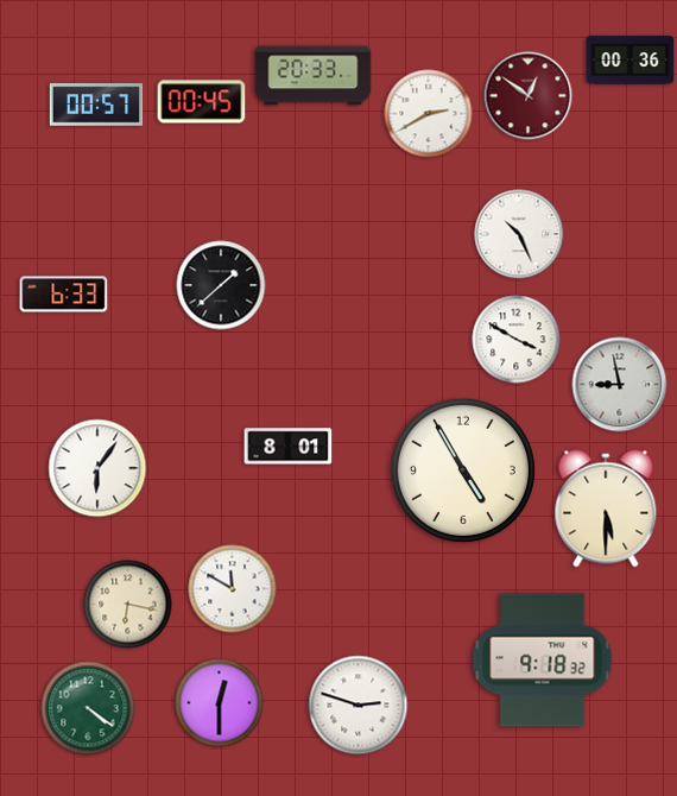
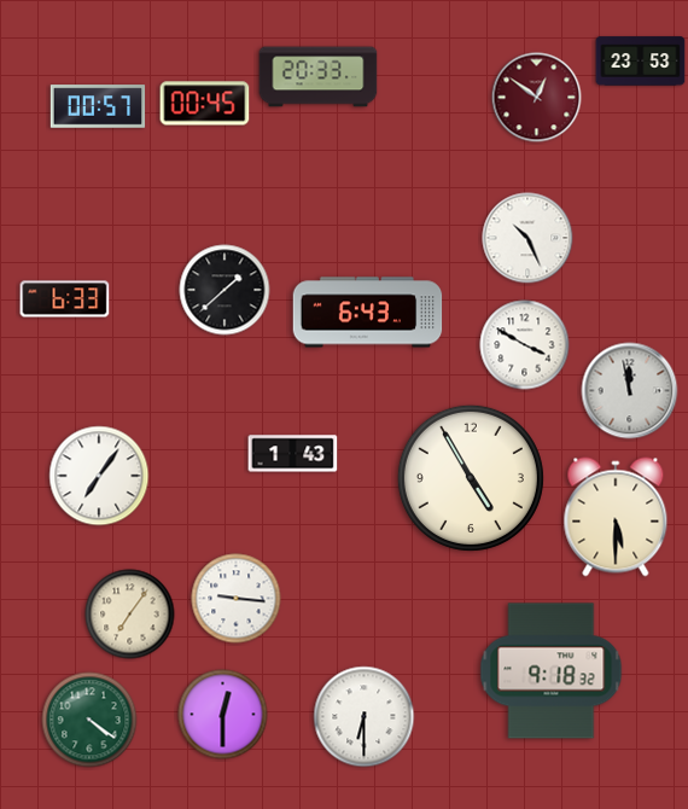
clock at (631, 61): 00:36 -> 23:53
clock at (429, 114): 2:40 -> none
clock at (368, 313): none -> 6:43
clock at (620, 385): 8:58 -> 11:58
clock at (289, 447): 8:01 -> 1:43
clock at (97, 468): 6:06 -> 7:06
clock at (233, 589): 11:50 -> 9:16
clock at (128, 605): 6:17 -> 7:06
clock at (359, 706): 2:48 -> 6:30
